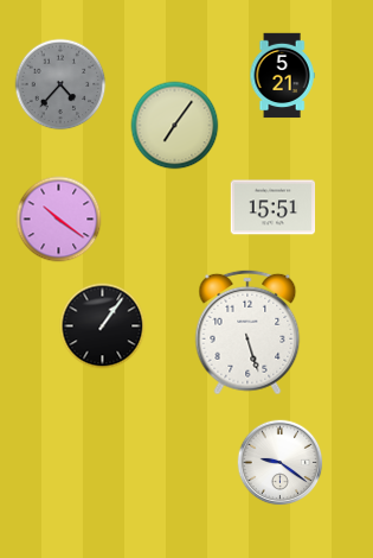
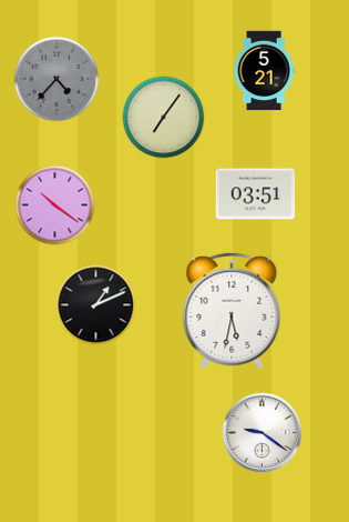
clock at (274, 208): 15:51 -> 03:51
clock at (103, 326): 1:06 -> 1:11
clock at (247, 332): 5:27 -> 5:32
